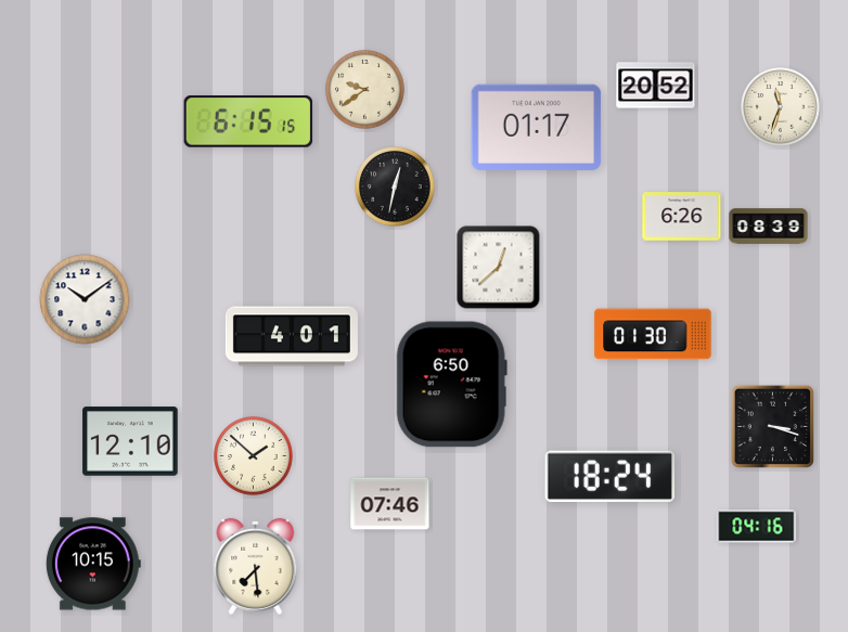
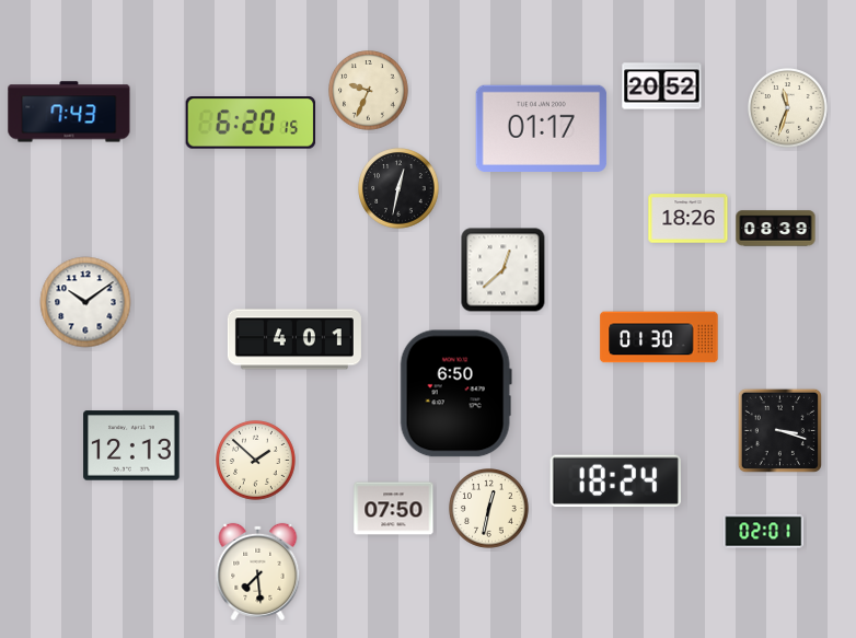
clock at (365, 90): 9:39 -> 9:34
clock at (69, 112): none -> 7:43
clock at (248, 122): 6:15 -> 6:20
clock at (682, 217): 6:26 -> 18:26
clock at (451, 385) position: (451, 385) -> (455, 394)
clock at (130, 441): 12:10 -> 12:13
clock at (390, 504): 07:46 -> 07:50
clock at (489, 509): none -> 12:32
clock at (757, 527): 04:16 -> 02:01
clock at (93, 564): 10:15 -> none
